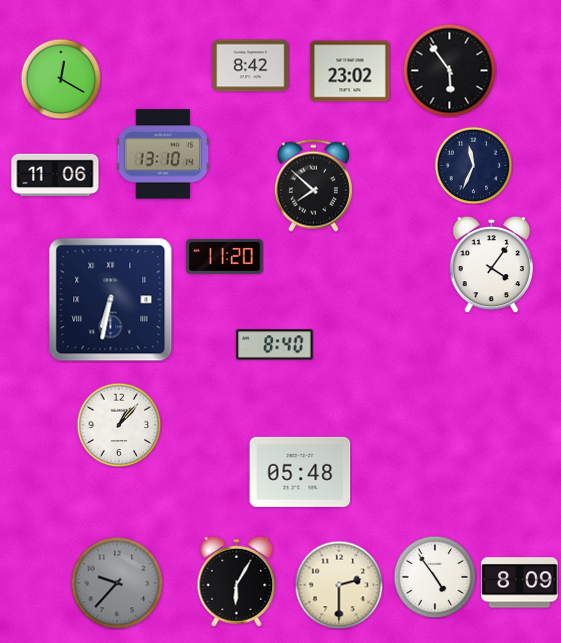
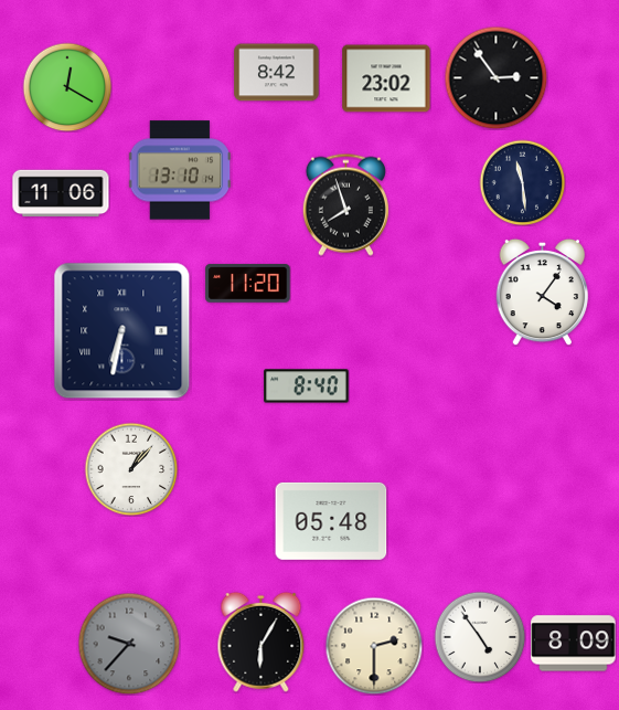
clock at (449, 70): 5:54 -> 2:54
clock at (473, 165): 11:34 -> 11:29
clock at (313, 185): 7:52 -> 7:57
clock at (275, 345) position: (275, 345) -> (307, 386)
